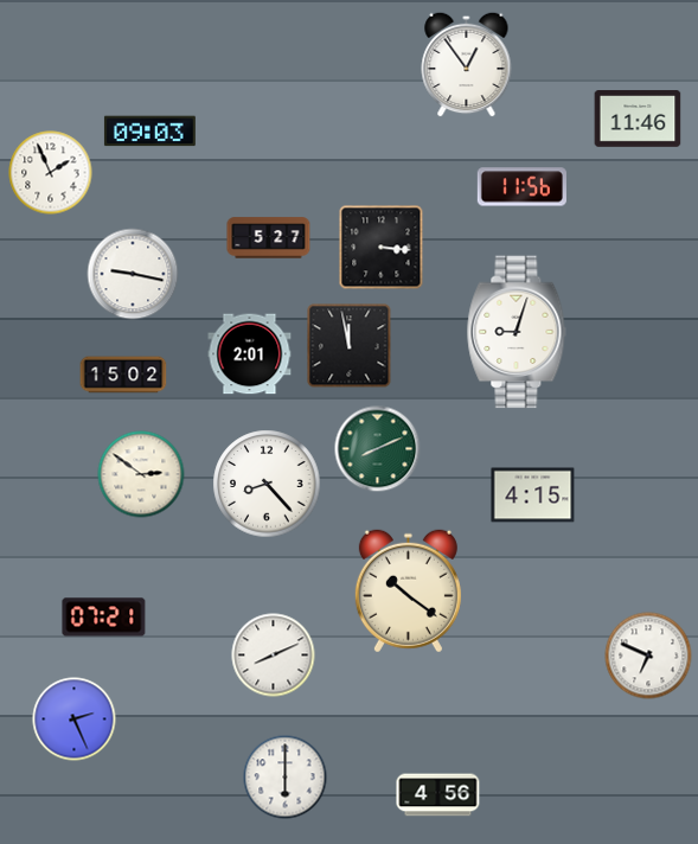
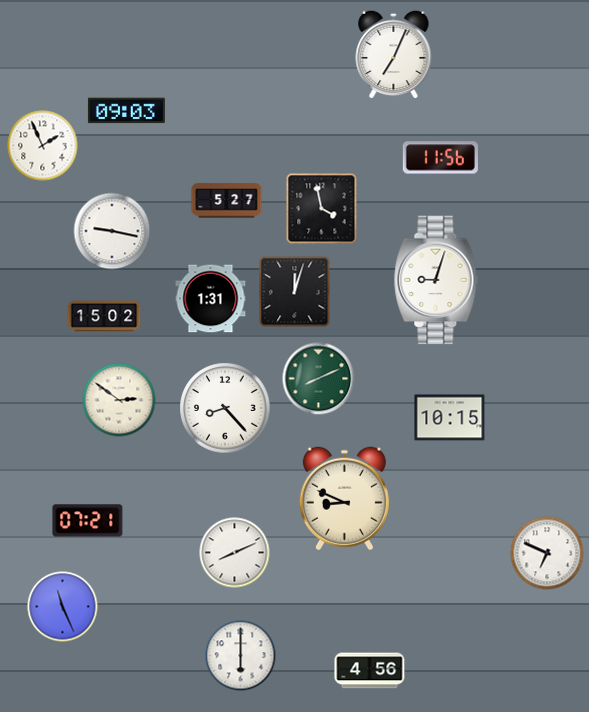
clock at (467, 64): 12:54 -> 7:04
clock at (638, 119): 11:46 -> none
clock at (382, 248): 3:16 -> 3:58
clock at (350, 346): 11:58 -> 12:03
clock at (250, 354): 2:01 -> 1:31
clock at (533, 495): 4:15 -> 10:15
clock at (408, 592): 10:21 -> 8:49
clock at (274, 656) position: (274, 656) -> (235, 553)
clock at (75, 720): 2:26 -> 11:26
